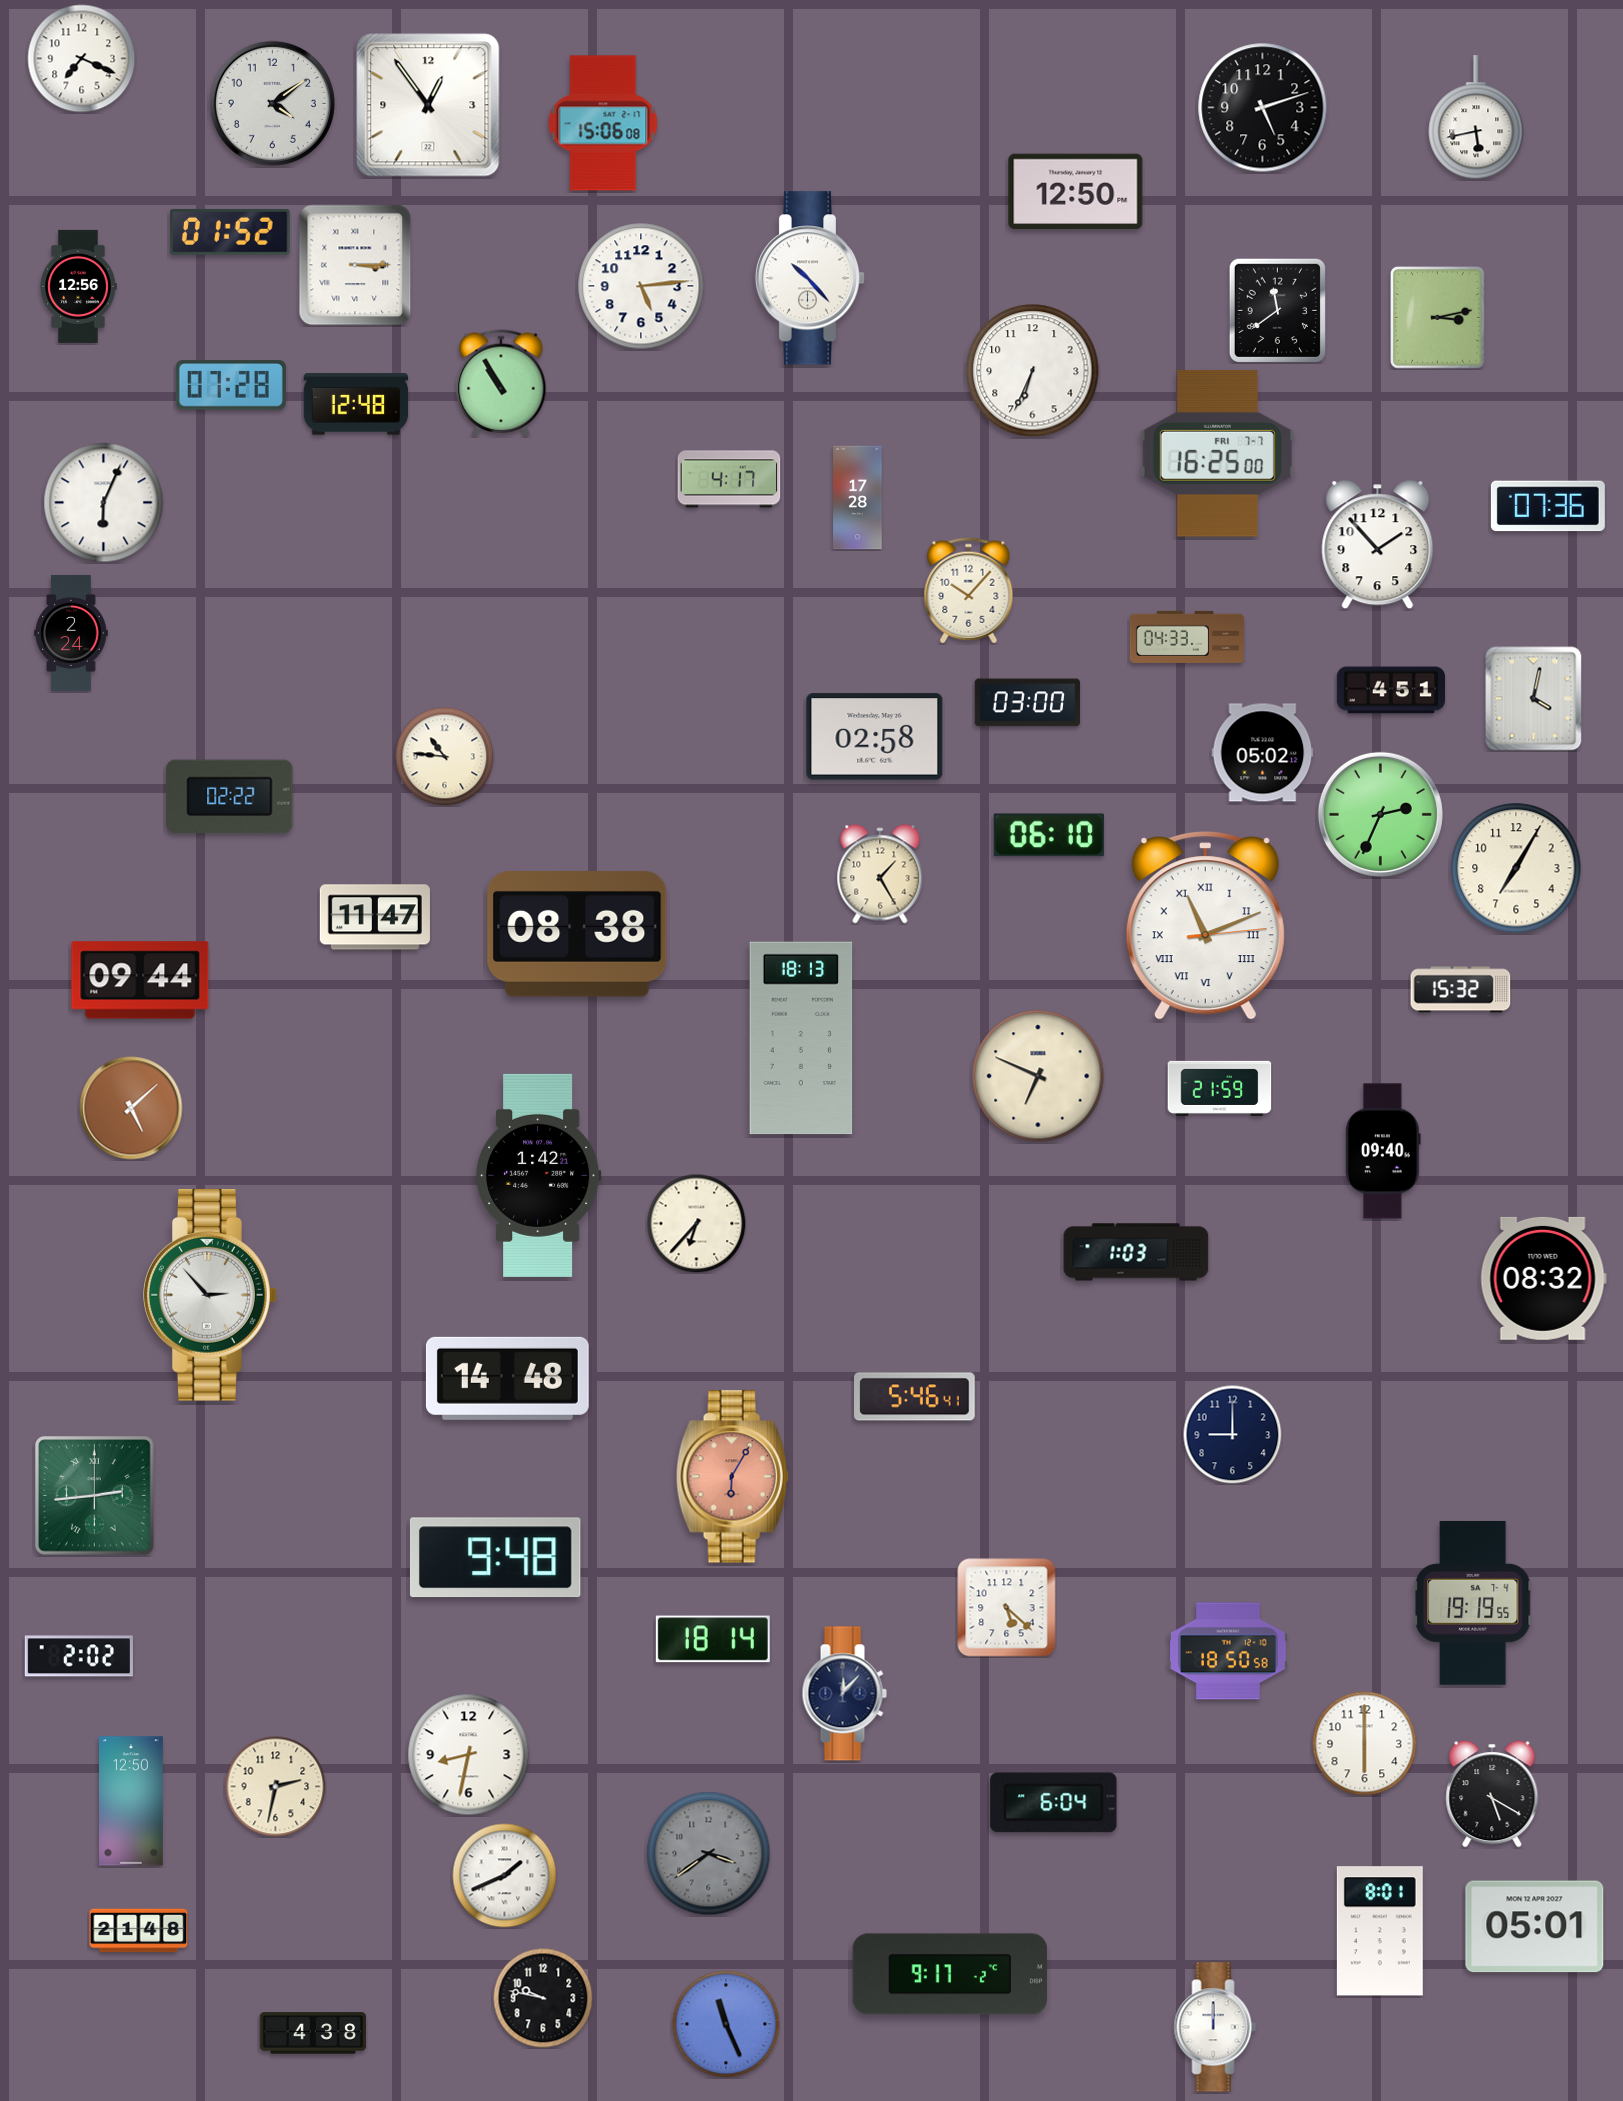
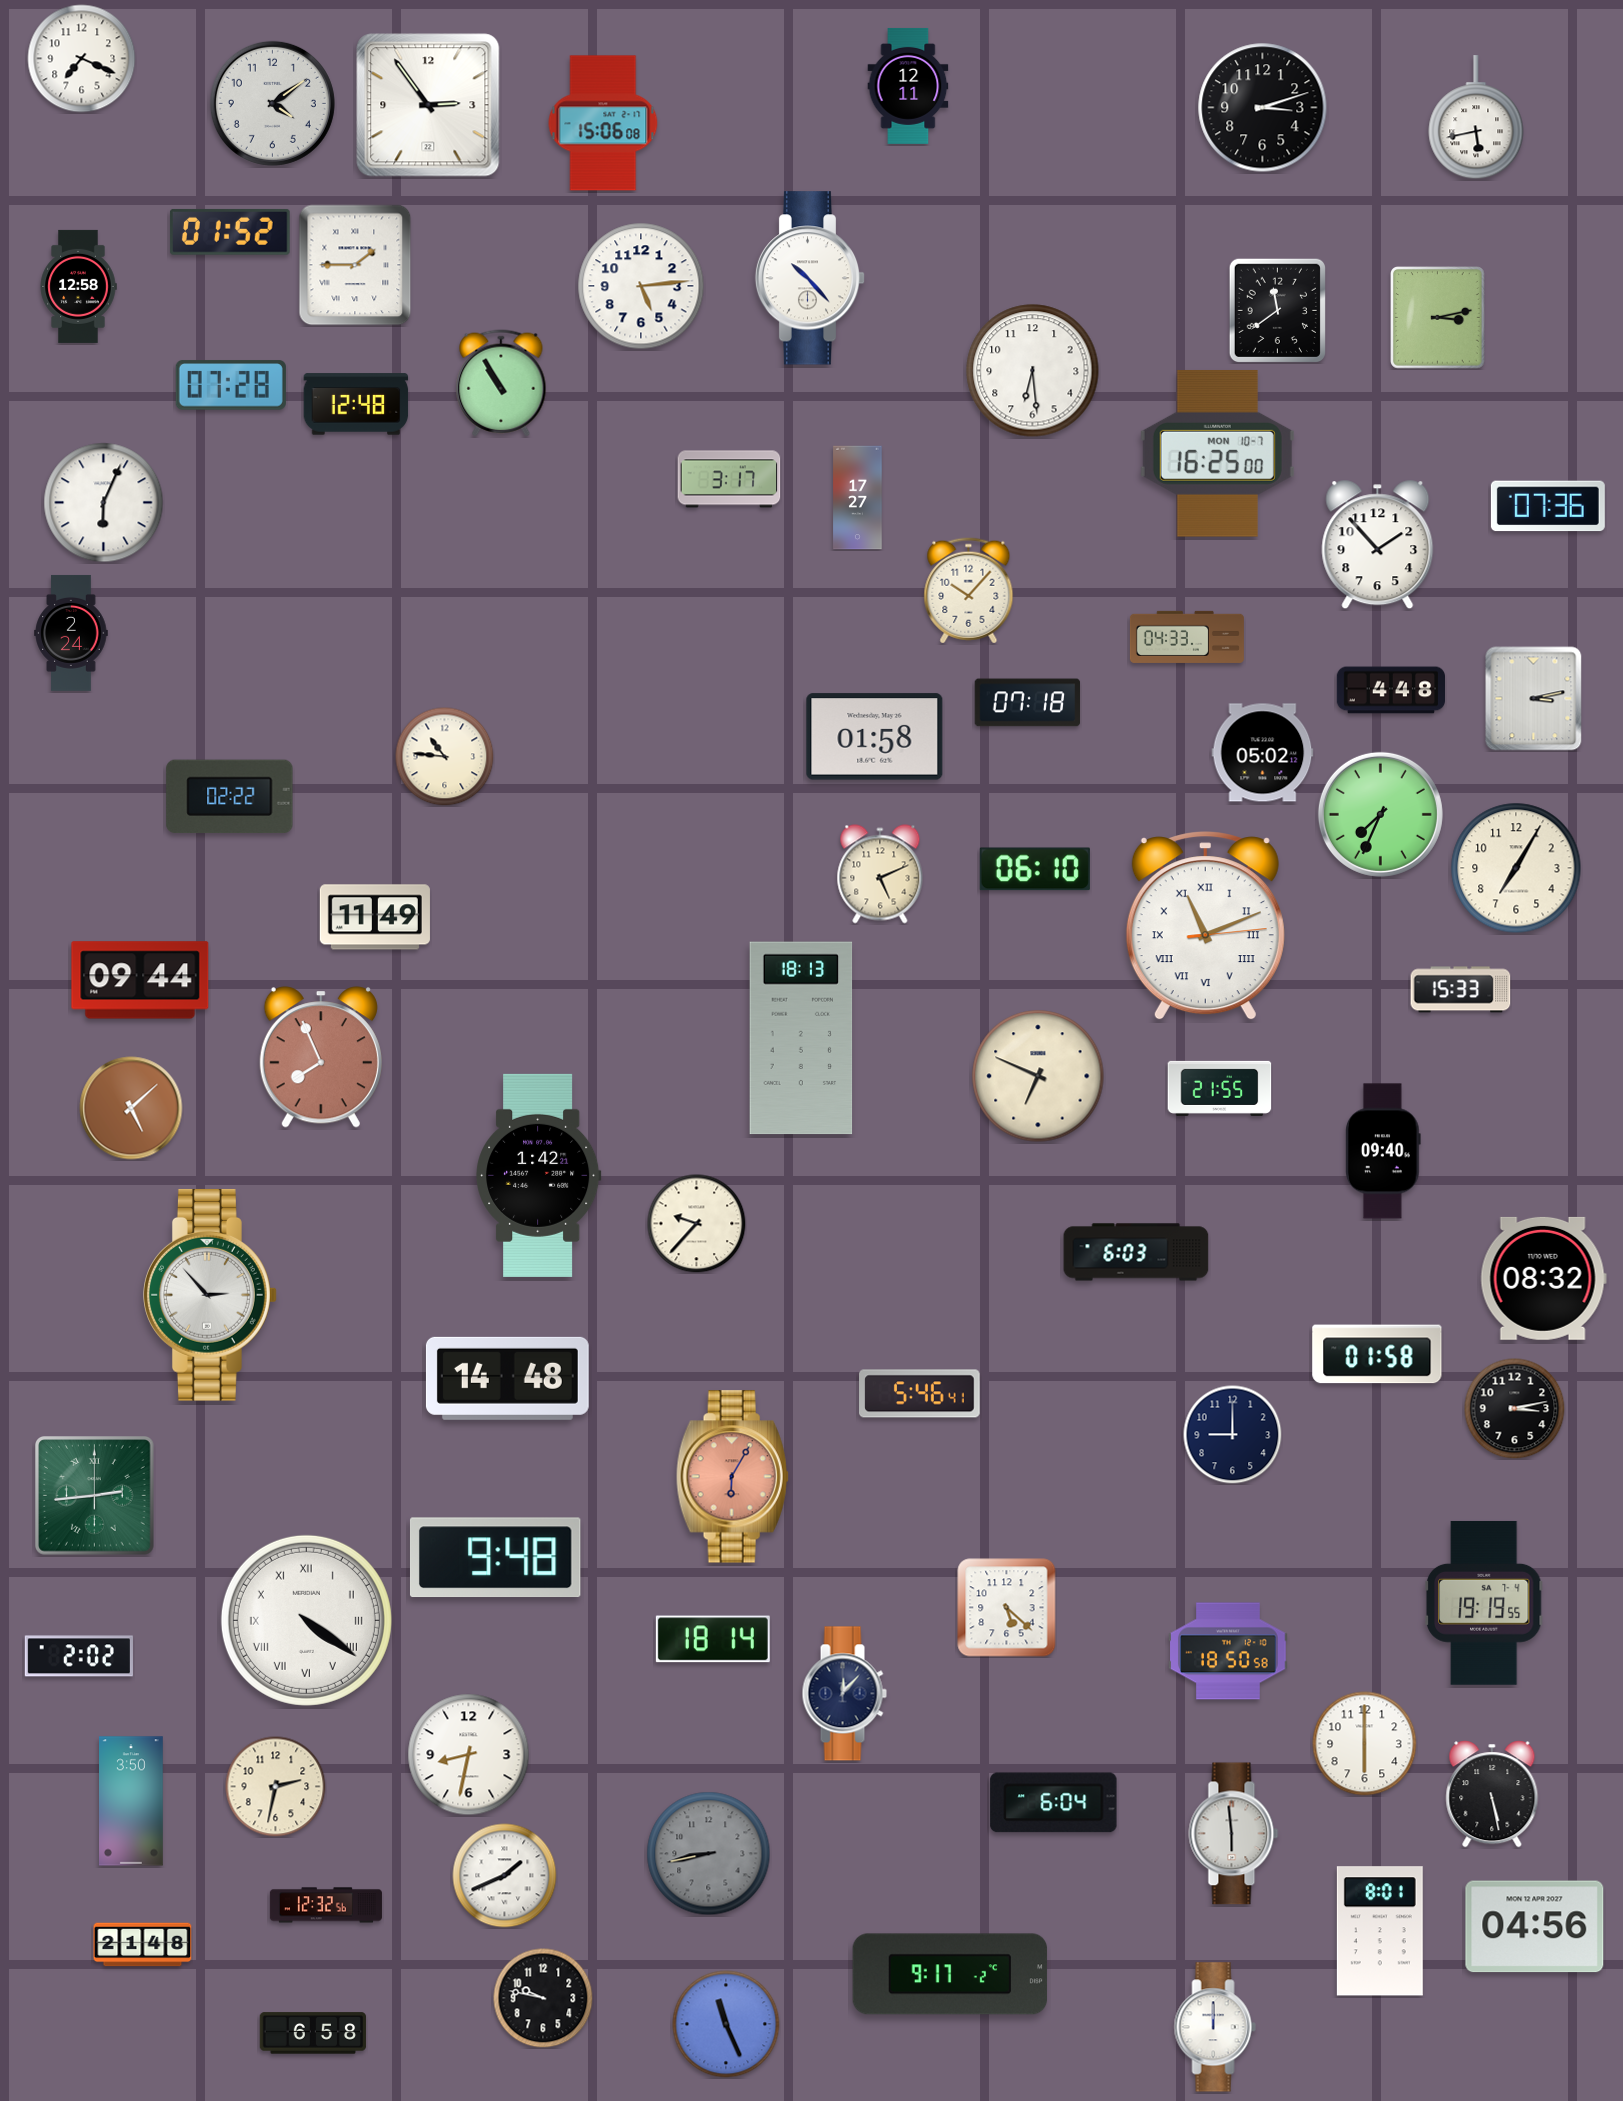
clock at (908, 86): none -> 12:11
clock at (428, 105): 12:54 -> 2:54
clock at (1263, 108): 5:12 -> 3:12
clock at (1076, 191): 12:50 -> none
clock at (355, 265): 3:15 -> 1:45
clock at (78, 286): 12:56 -> 12:58
clock at (1033, 371): 6:34 -> 6:29
clock at (1217, 453) date: FRI 7-7 -> MON 10-7
clock at (729, 479): 4:17 -> 3:17
clock at (858, 498): 17:28 -> 17:27
clock at (1391, 690): 4:51 -> 4:48
clock at (1534, 699): 4:02 -> 3:13
clock at (1028, 703): 03:00 -> 07:18
clock at (875, 737): 02:58 -> 01:58
clock at (1380, 814): 2:34 -> 7:34
clock at (1049, 835) position: (1049, 835) -> (1035, 869)
clock at (880, 874): 1:25 -> 5:11
clock at (375, 917): 11:47 -> 11:49
clock at (577, 934): 08:38 -> none
clock at (1461, 990): 15:32 -> 15:33
clock at (321, 1057): none -> 7:56
clock at (1220, 1088): 21:59 -> 21:55
clock at (697, 1224): 6:37 -> 9:37
clock at (1136, 1252): 1:03 -> 6:03
clock at (1377, 1354): none -> 01:58
clock at (915, 1397) position: (915, 1397) -> (920, 1394)
clock at (1515, 1409): none -> 3:13
clock at (1473, 1603) position: (1473, 1603) -> (1484, 1603)
clock at (306, 1620): none -> 4:21
clock at (1492, 1794): 5:20 -> 5:28
clock at (132, 1801): 12:50 -> 3:50
clock at (1234, 1834): none -> 5:59
clock at (709, 1854): 3:39 -> 8:43
clock at (326, 1905): none -> 12:32
clock at (1535, 1927): 05:01 -> 04:56
clock at (139, 1931) position: (139, 1931) -> (143, 1945)
clock at (313, 2033): 4:38 -> 6:58
